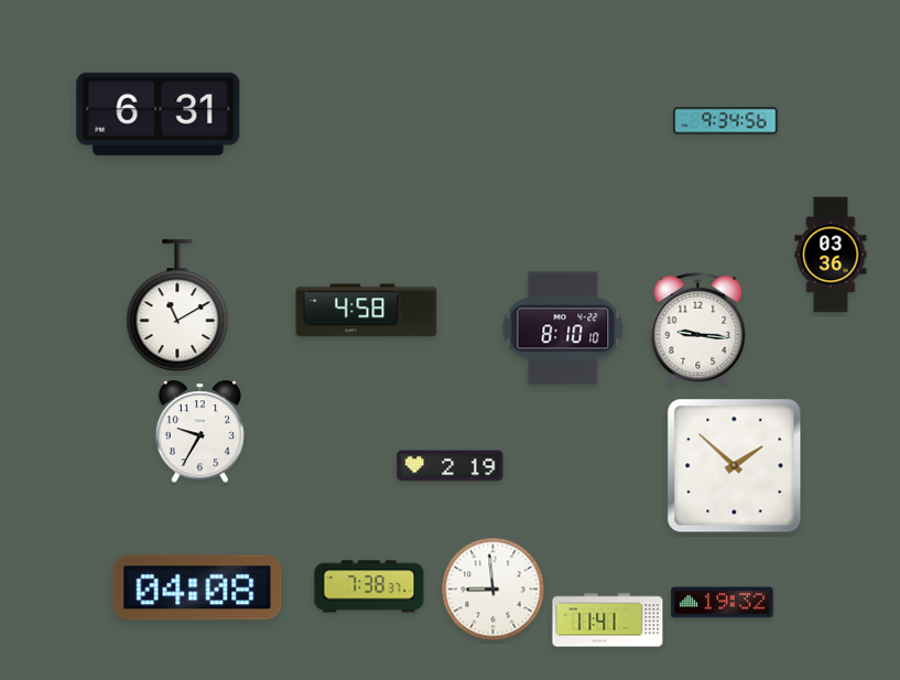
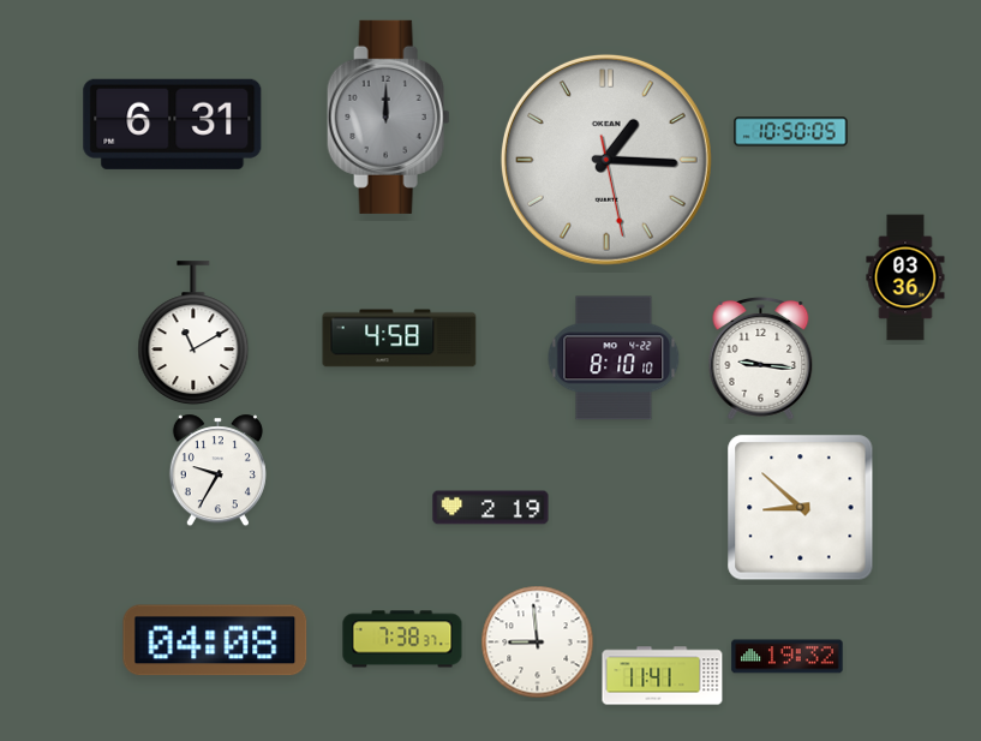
clock at (389, 116): none -> 12:00
clock at (726, 121): 9:34 -> 10:50
clock at (606, 160): none -> 1:15
clock at (735, 466): 1:52 -> 8:52
